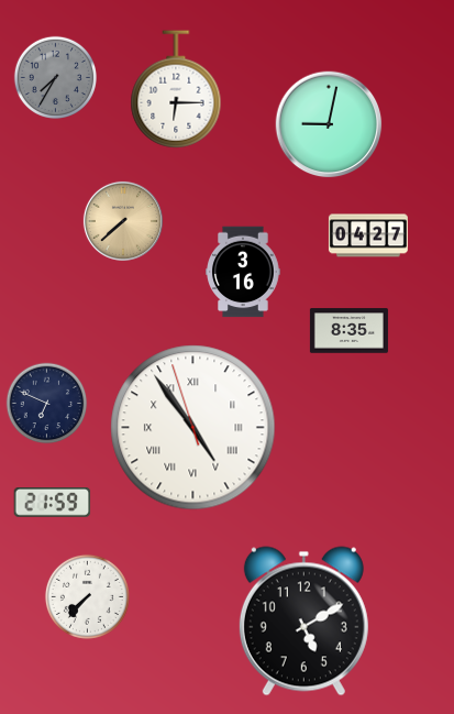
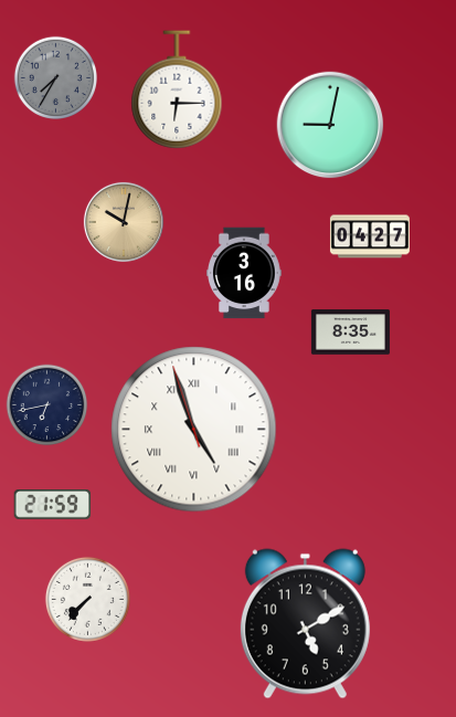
clock at (123, 221): 7:38 -> 10:02
clock at (47, 404): 6:49 -> 6:43
clock at (193, 428): 4:53 -> 4:56
